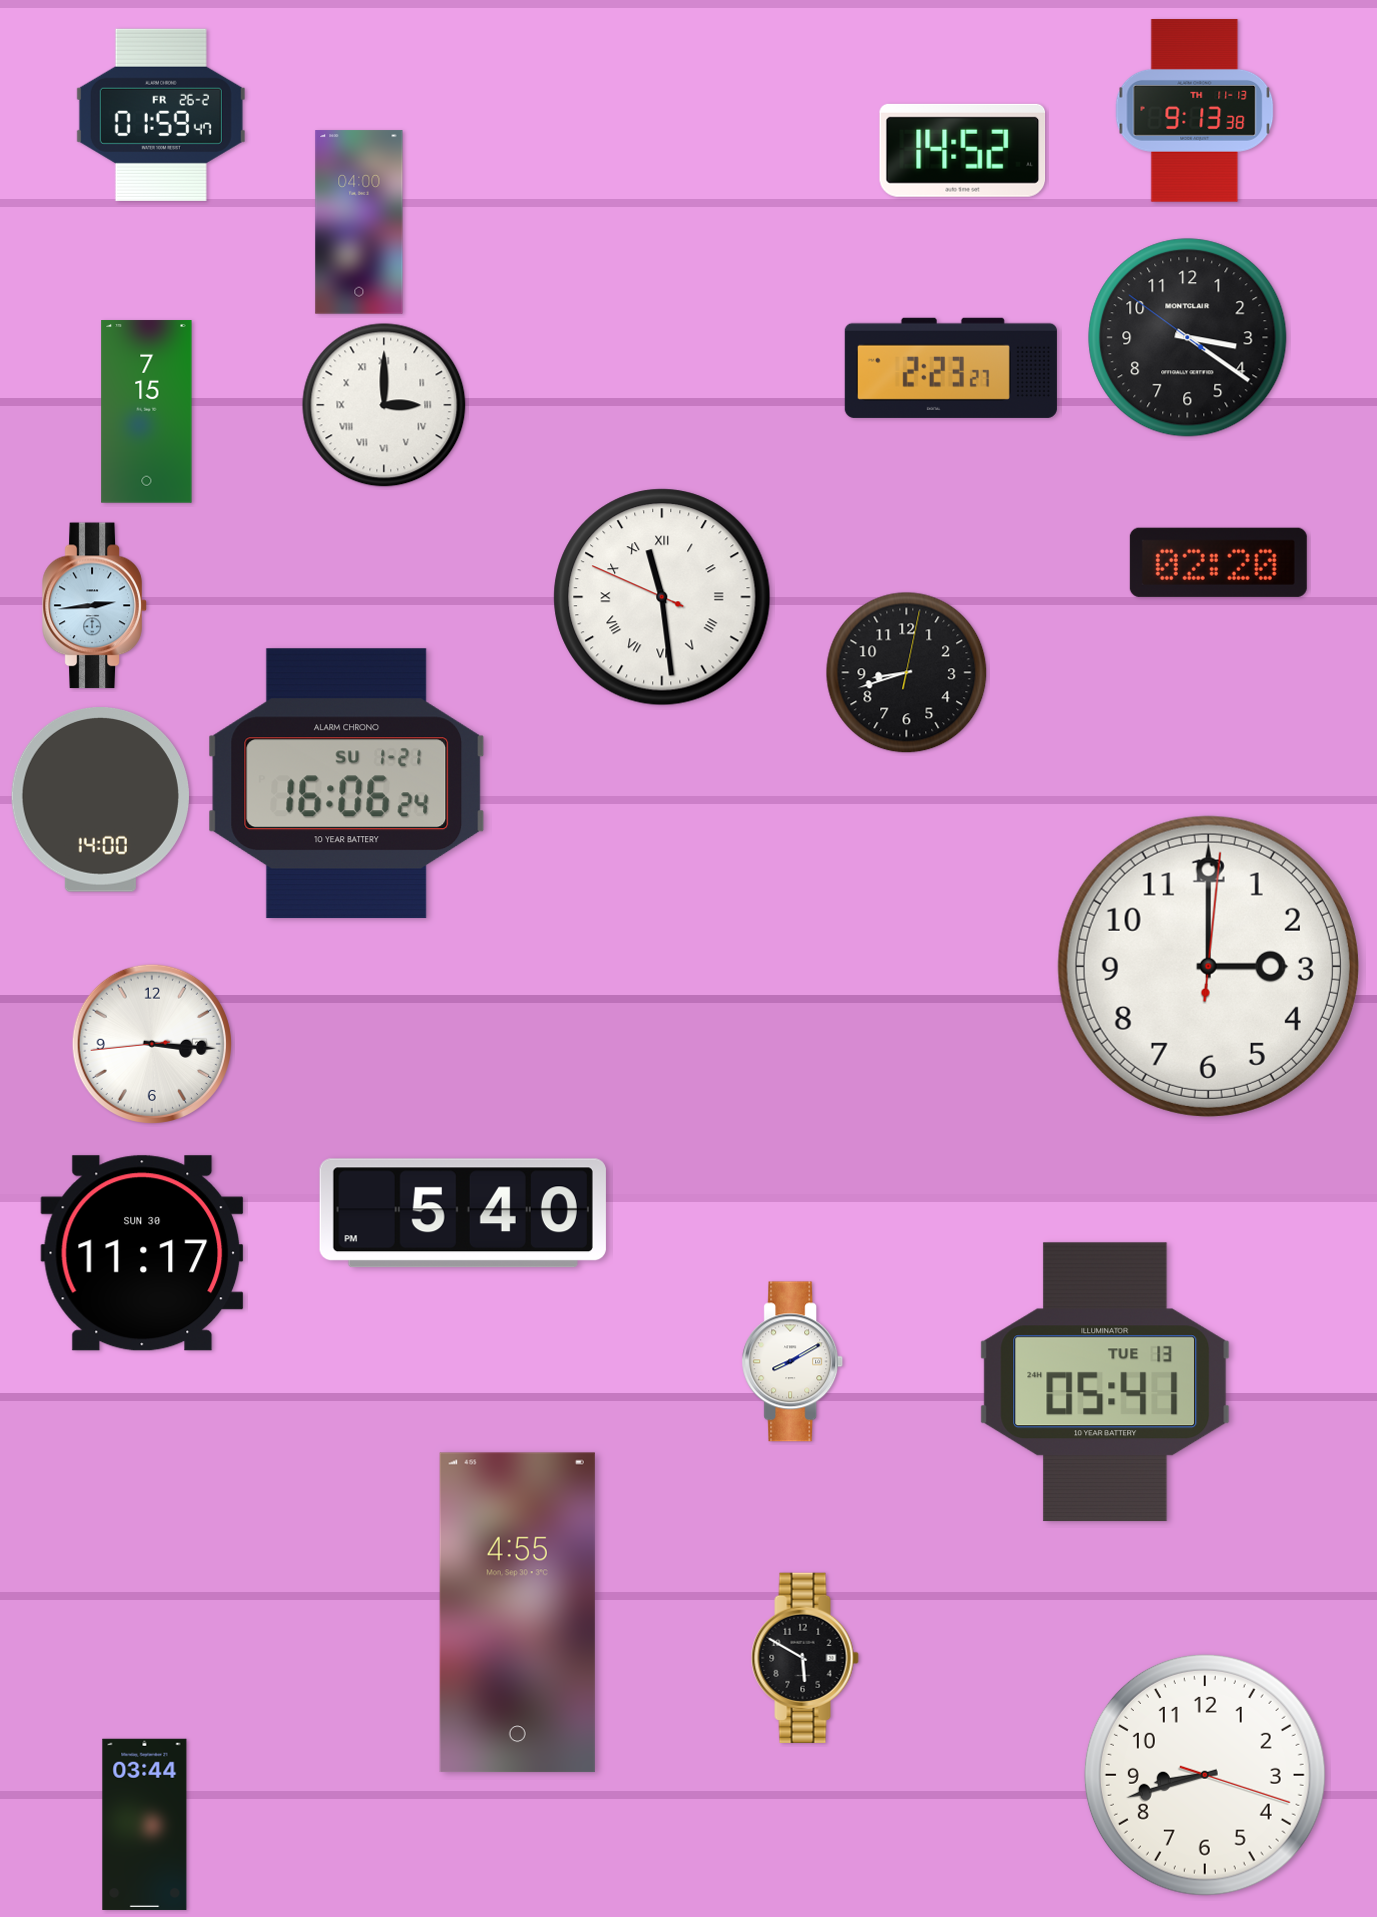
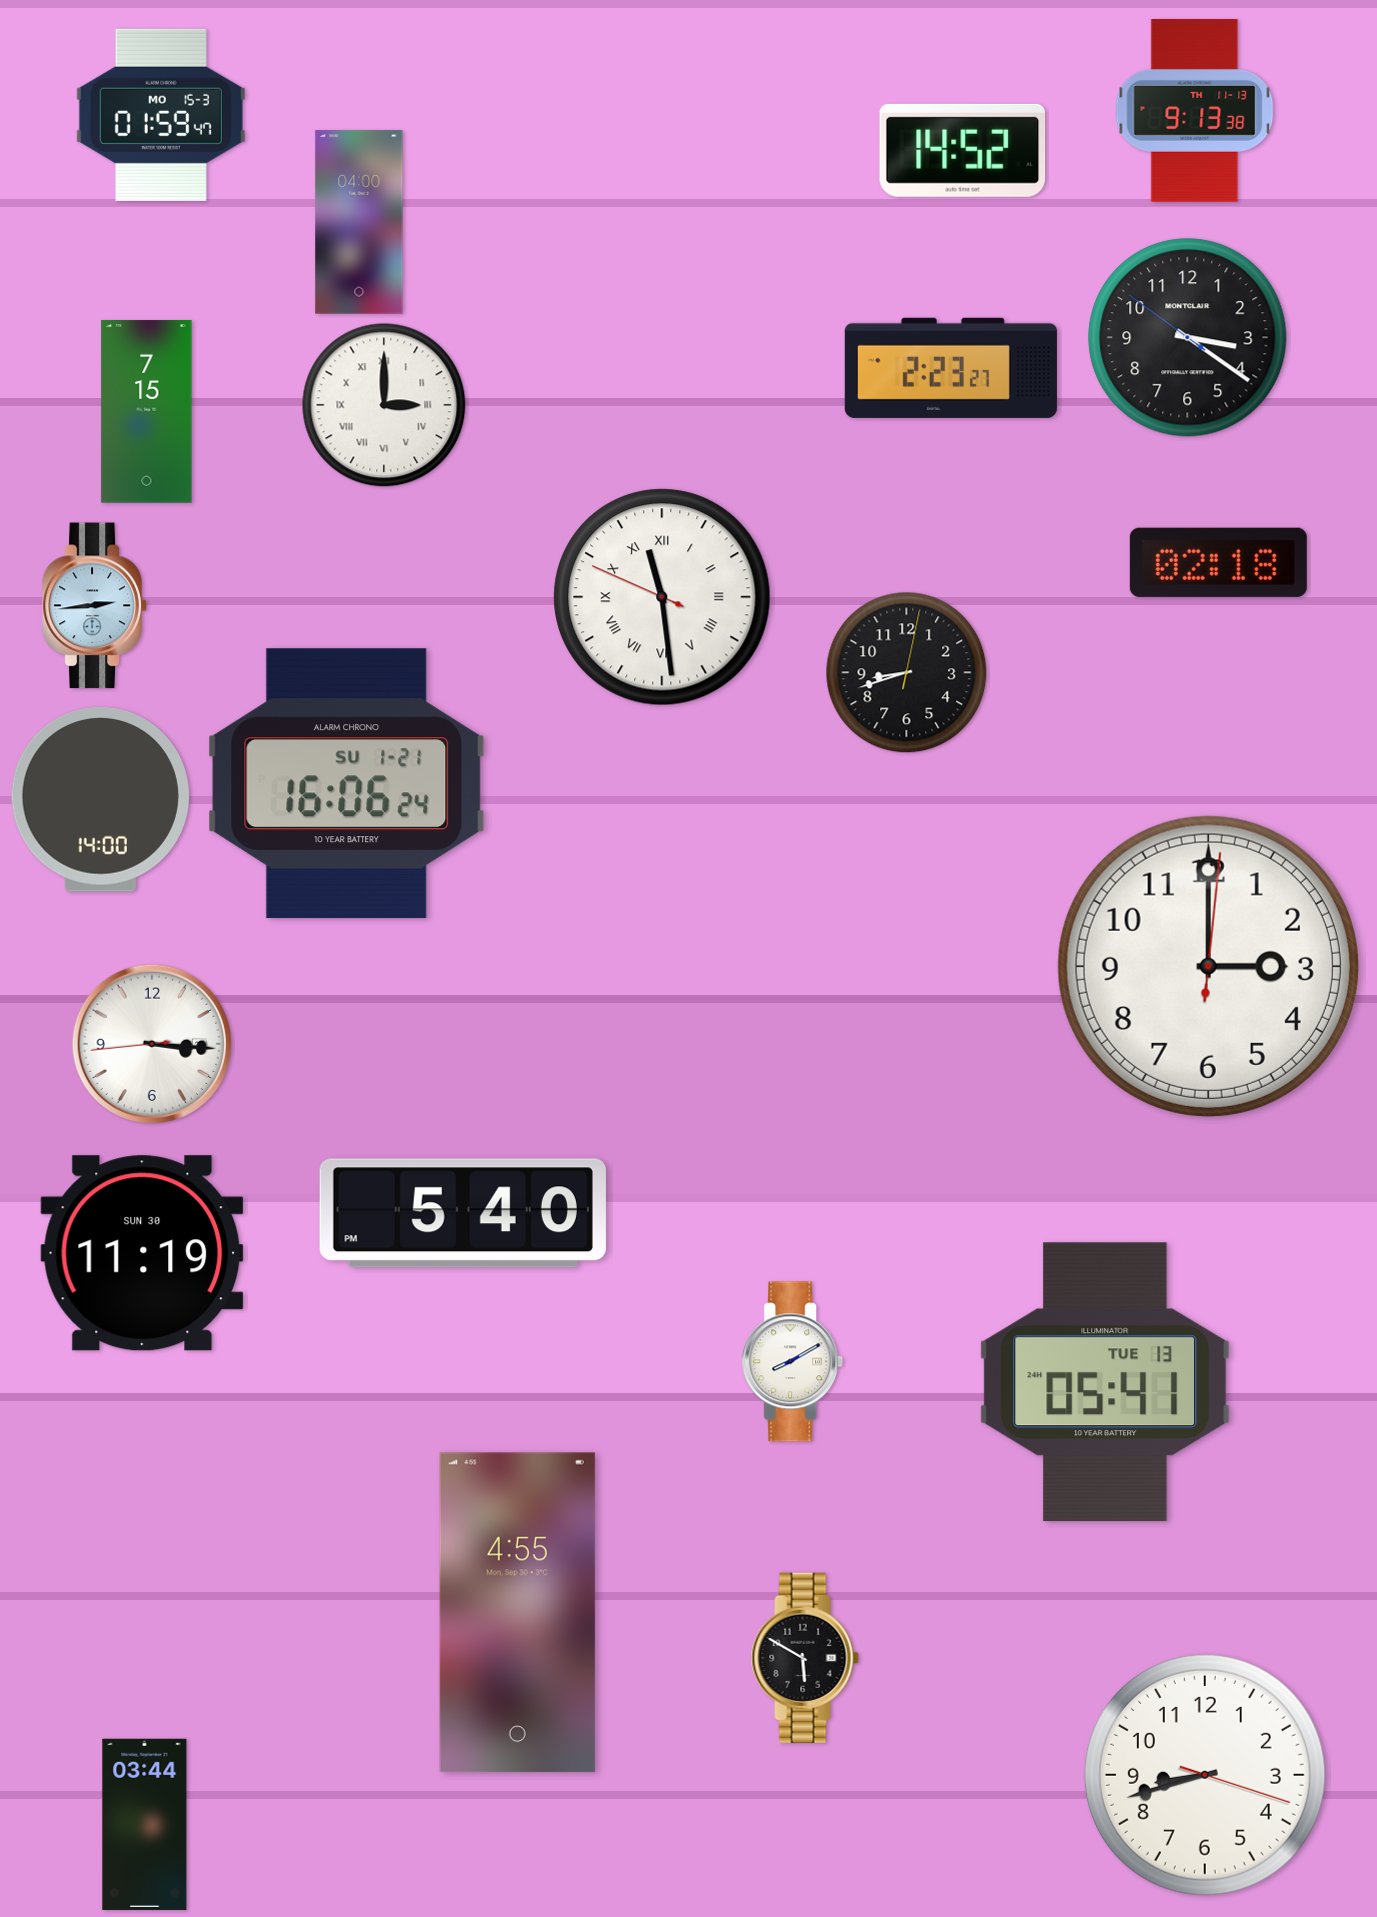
clock at (161, 115) date: FR 26-2 -> MO 15-3
clock at (1218, 562): 02:20 -> 02:18
clock at (142, 1253): 11:17 -> 11:19
